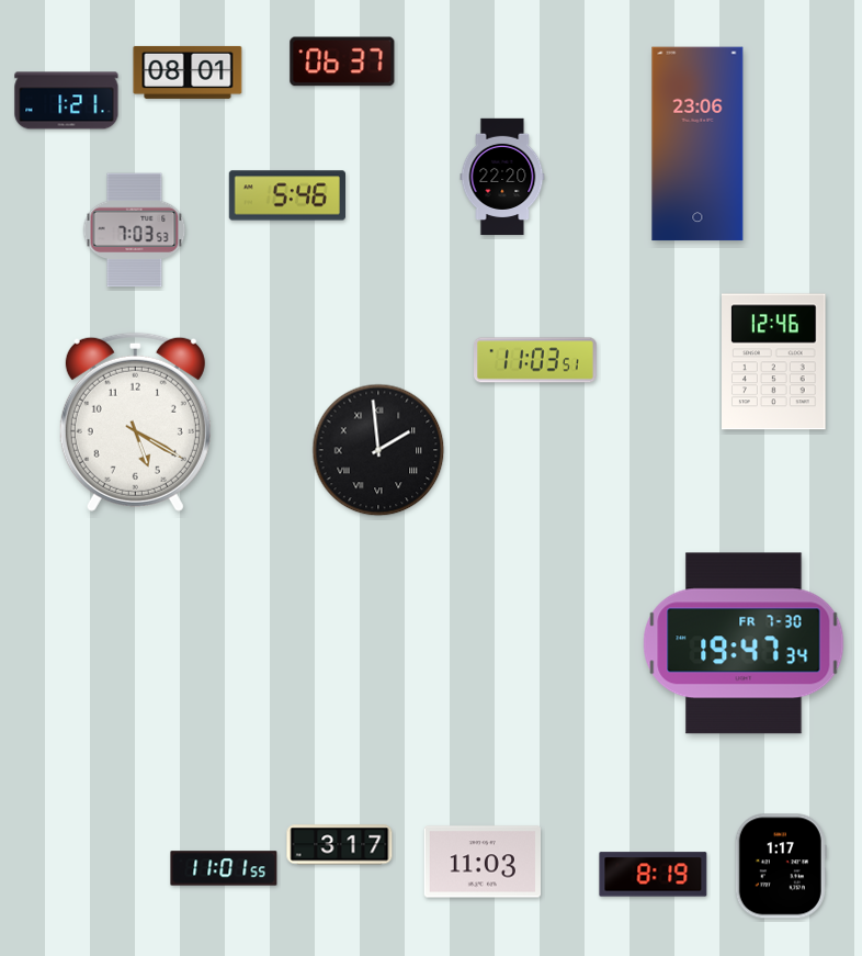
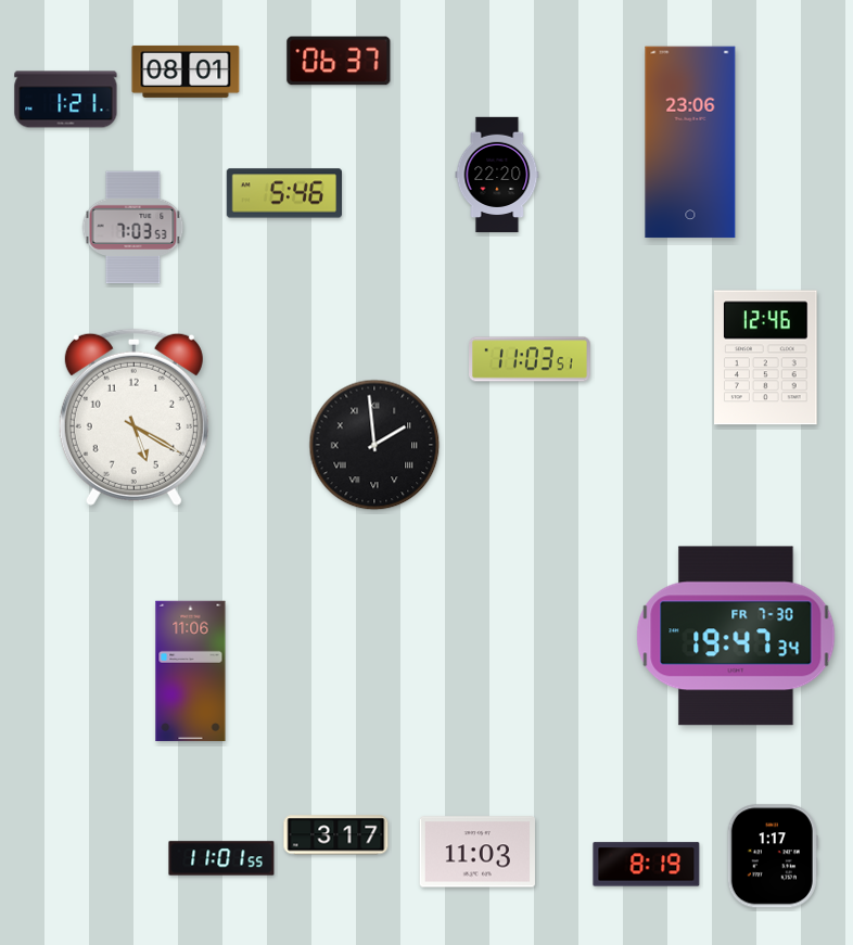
clock at (536, 360) position: (536, 360) -> (531, 359)
clock at (191, 672): none -> 11:06
